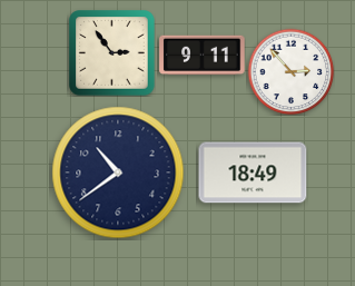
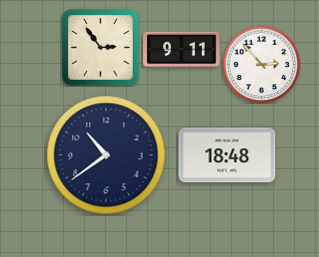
clock at (253, 172): 18:49 -> 18:48
